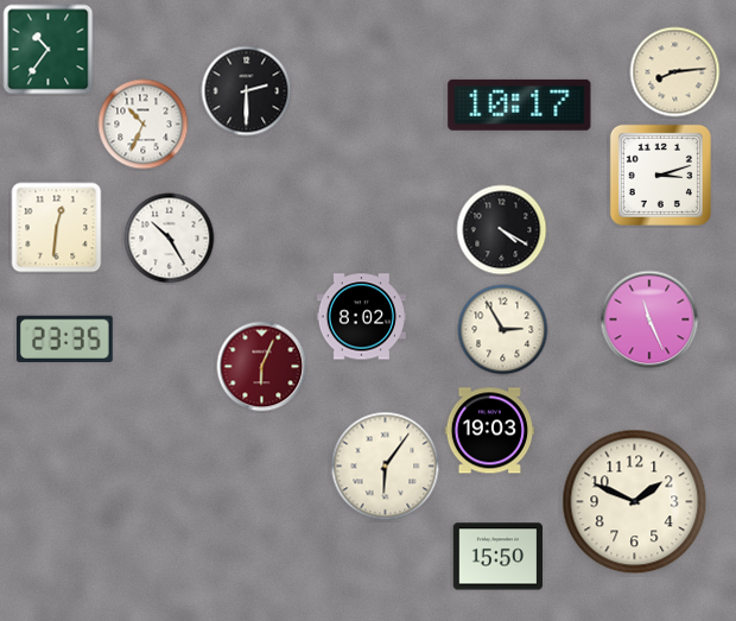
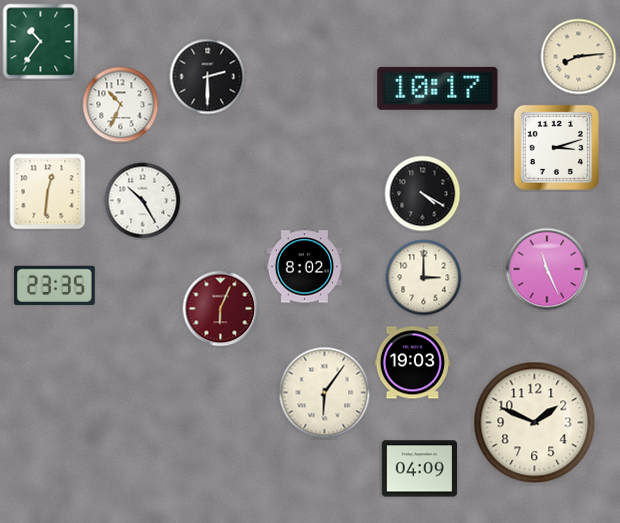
clock at (675, 72) position: (675, 72) -> (579, 57)
clock at (503, 330): 2:55 -> 3:00
clock at (497, 557): 15:50 -> 04:09
